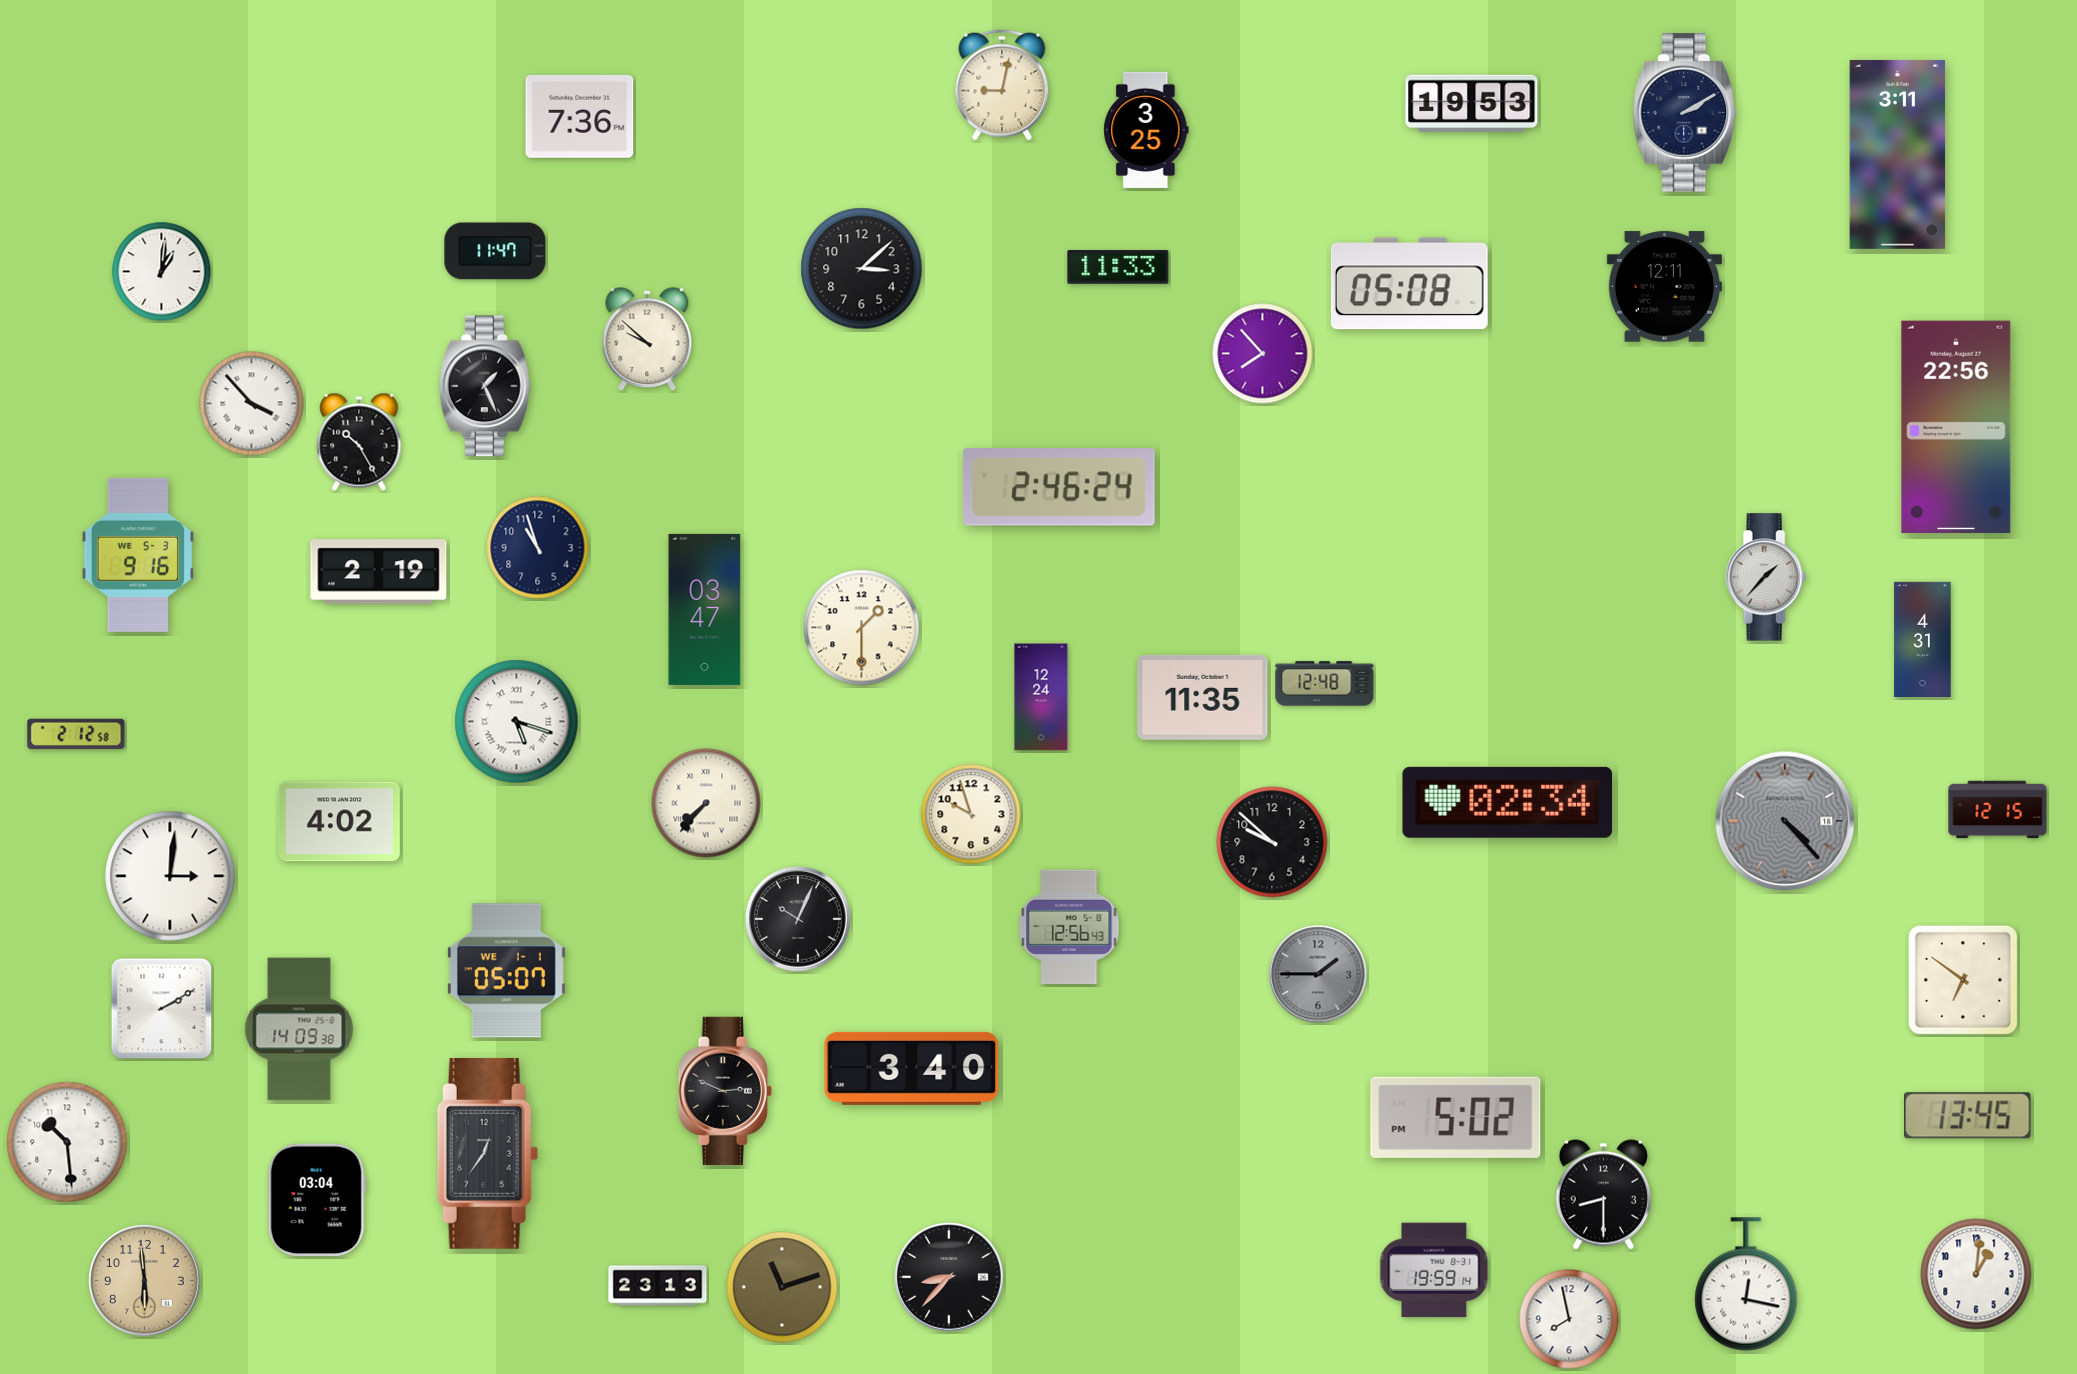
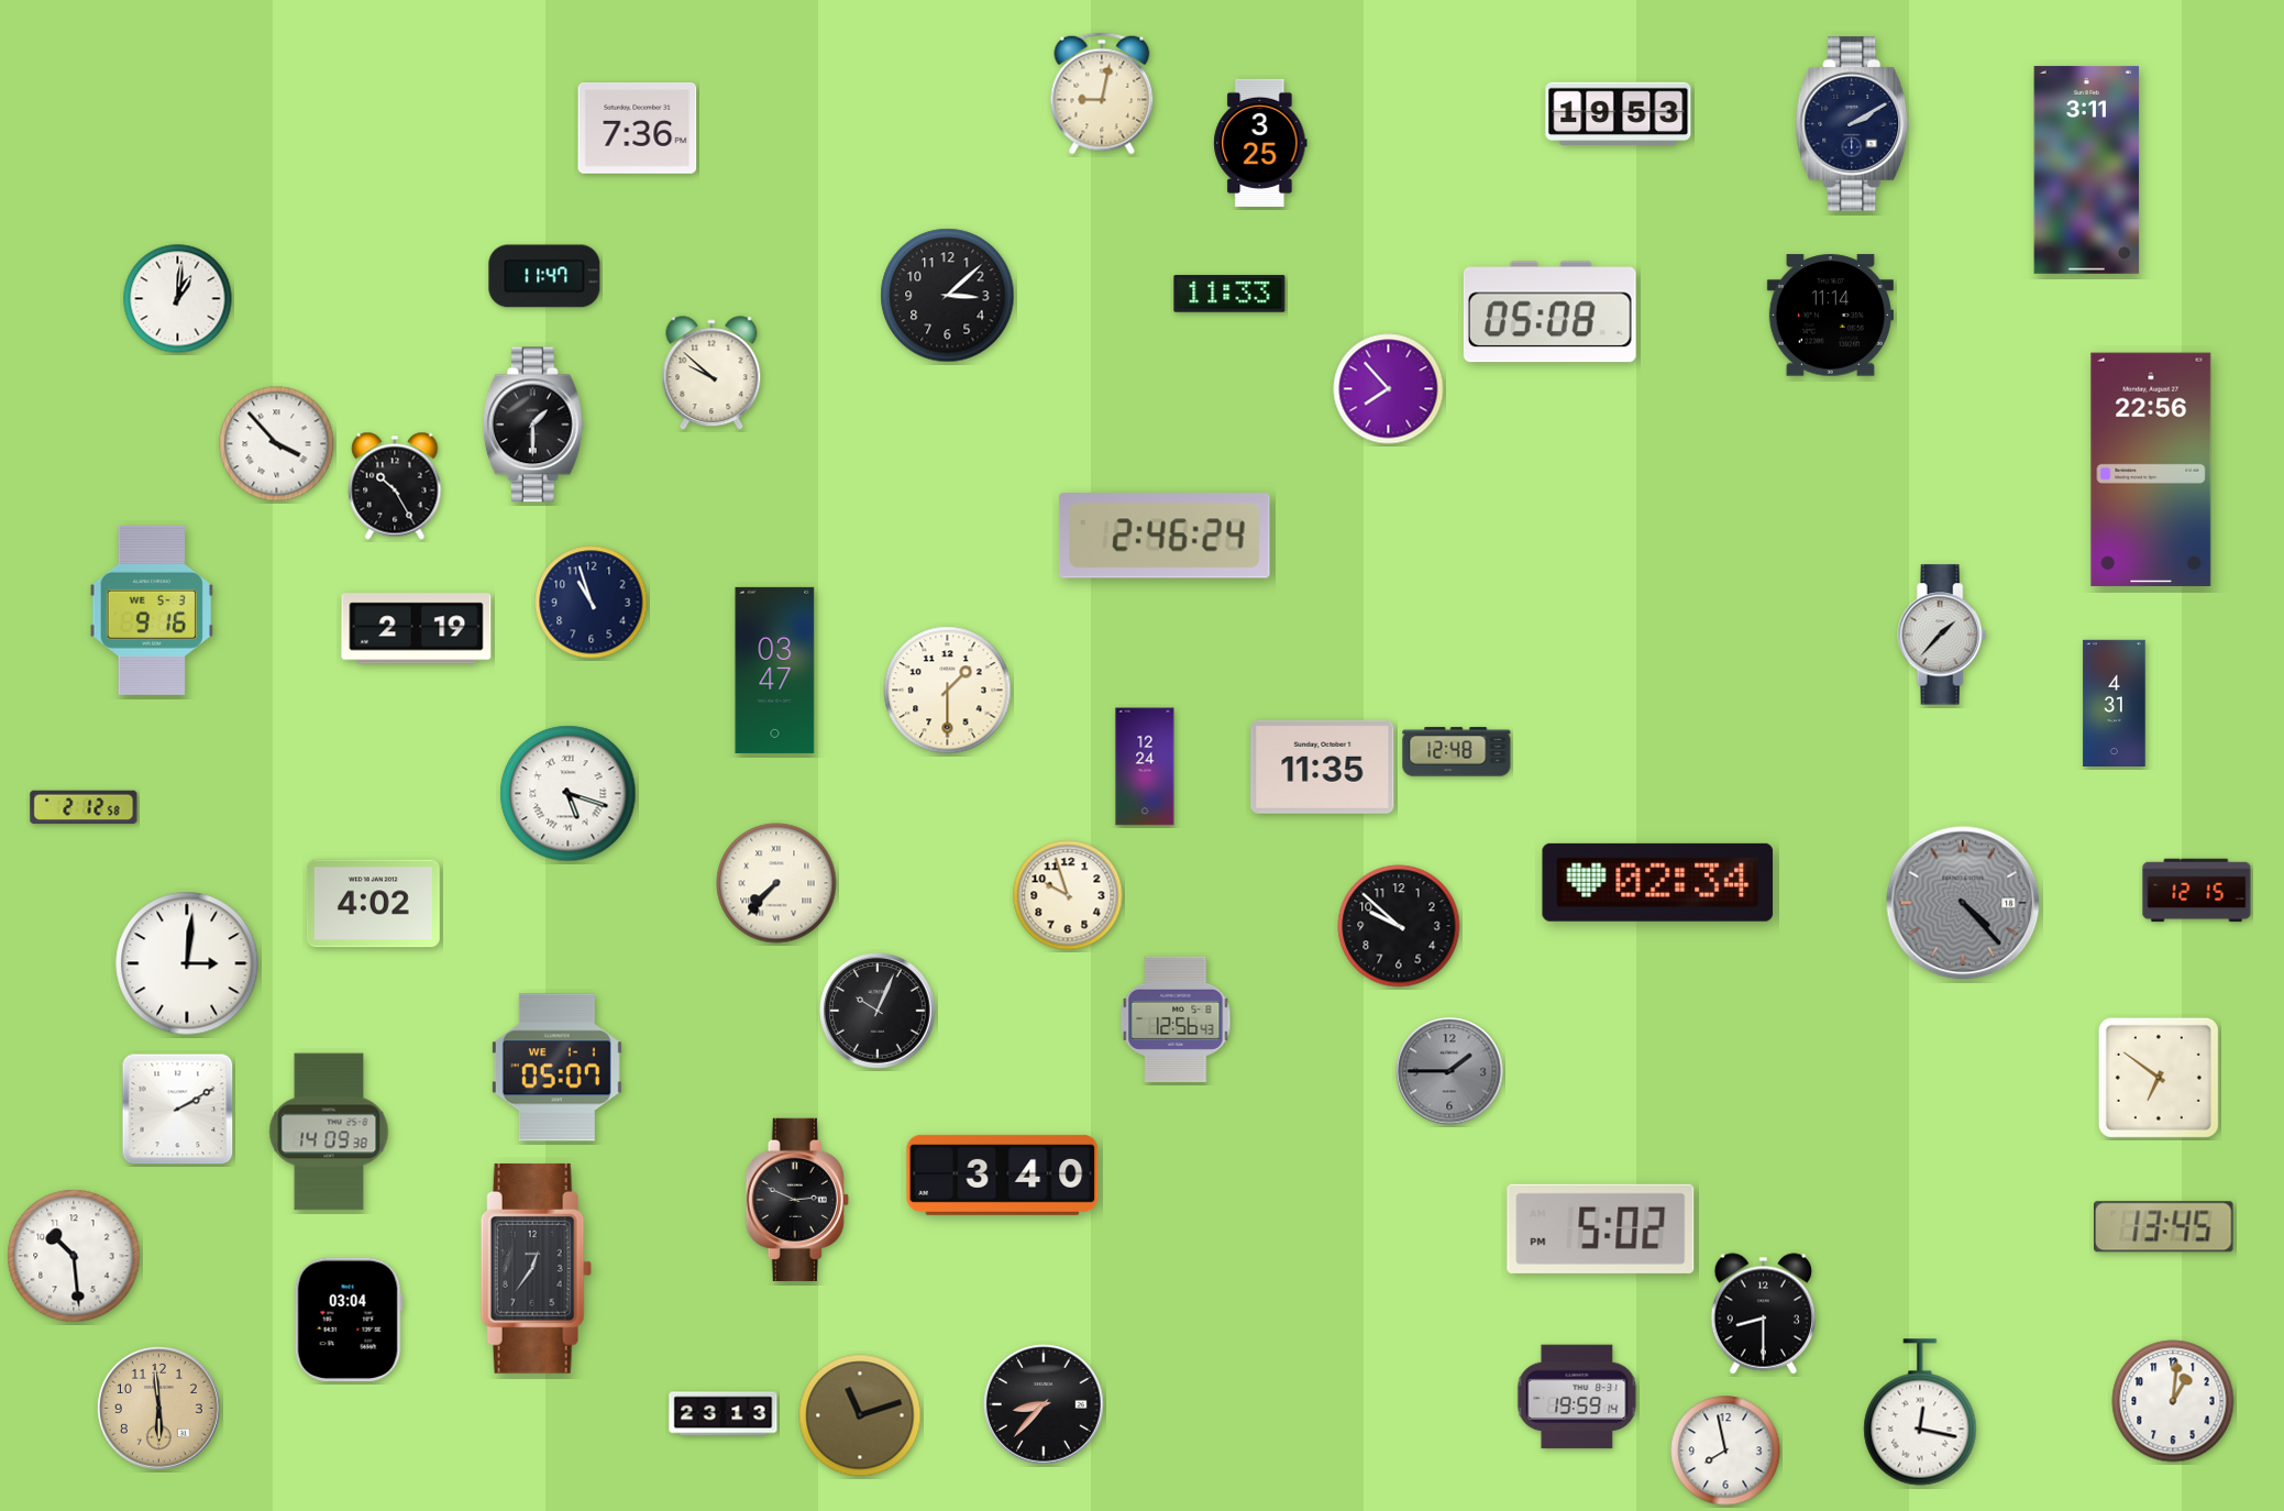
clock at (1664, 287): 12:11 -> 11:14
clock at (485, 386): 1:26 -> 1:30
